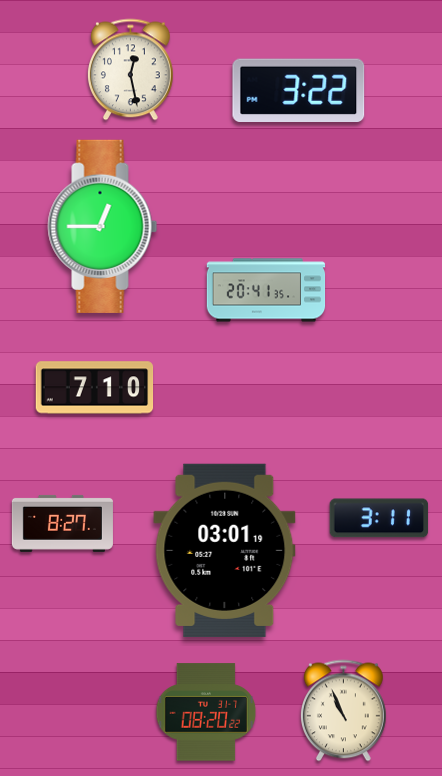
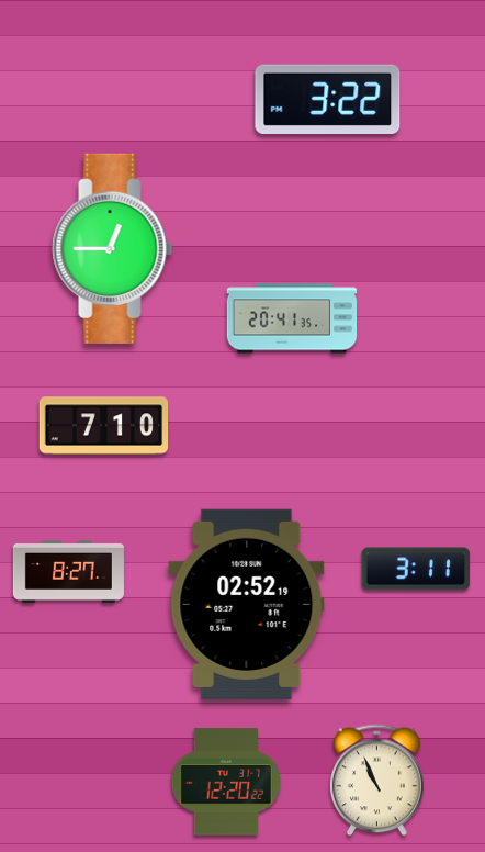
clock at (130, 70): 12:28 -> none
clock at (62, 523) position: (62, 523) -> (68, 571)
clock at (225, 550): 03:01 -> 02:52
clock at (206, 712): 08:20 -> 12:20
